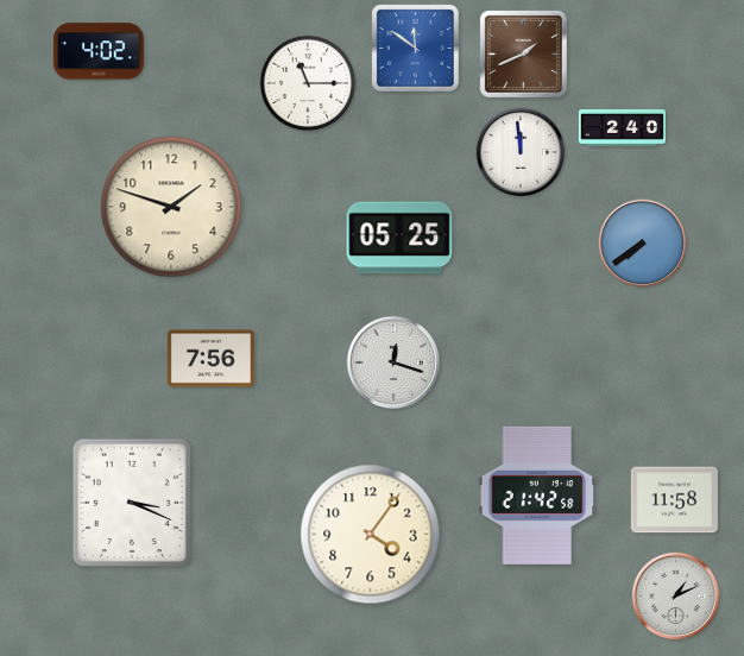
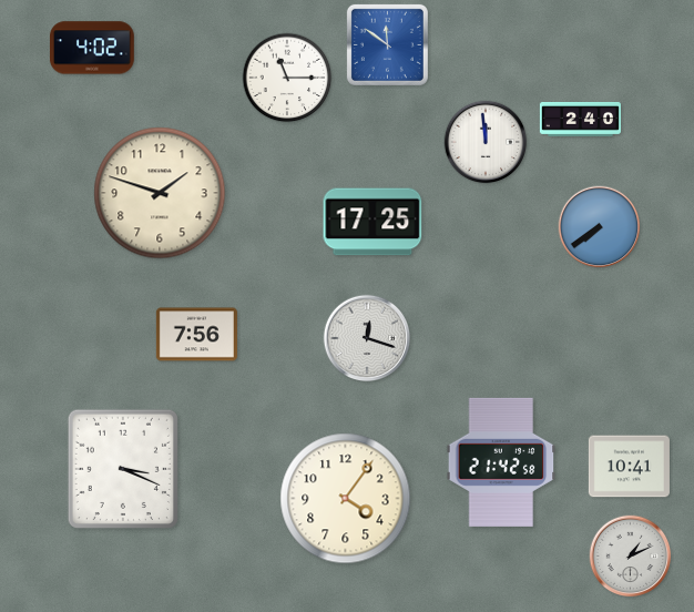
clock at (523, 53): 1:41 -> none
clock at (399, 238): 05:25 -> 17:25
clock at (674, 500): 11:58 -> 10:41
